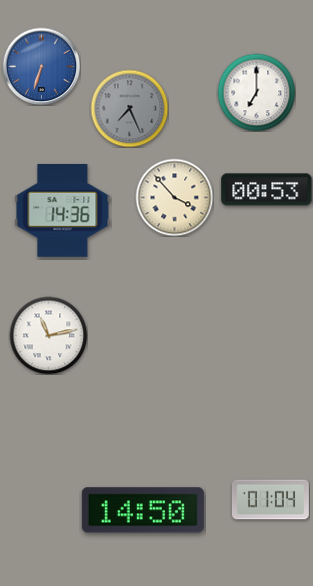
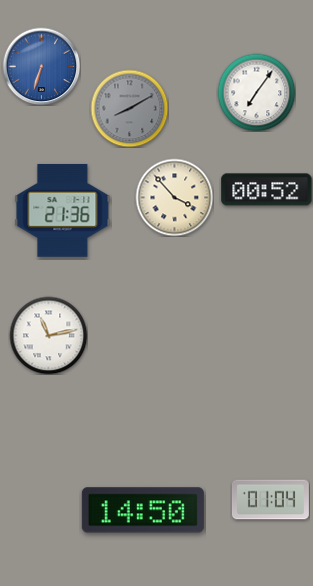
clock at (256, 92): 7:00 -> 7:06
clock at (129, 108): 7:26 -> 8:10
clock at (267, 190): 00:53 -> 00:52
clock at (63, 210): 14:36 -> 21:36
